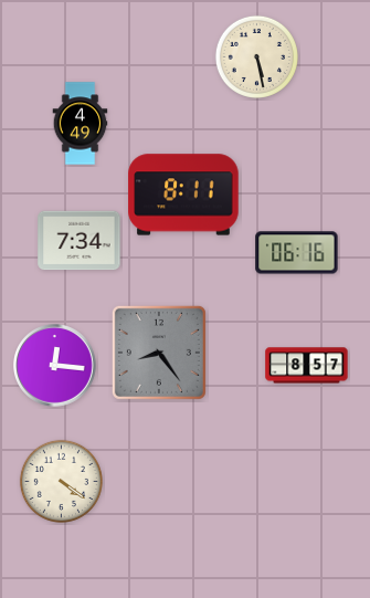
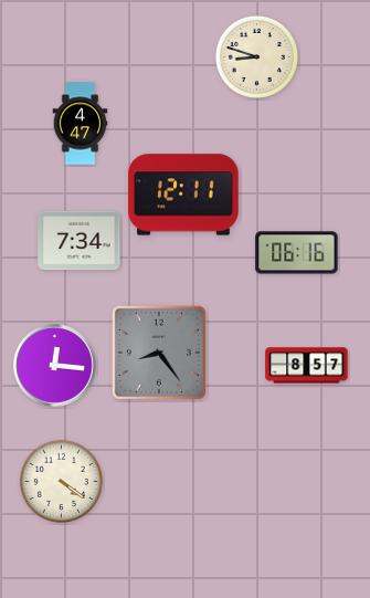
clock at (256, 56): 5:28 -> 8:48
clock at (81, 124): 4:49 -> 4:47
clock at (183, 195): 8:11 -> 12:11
